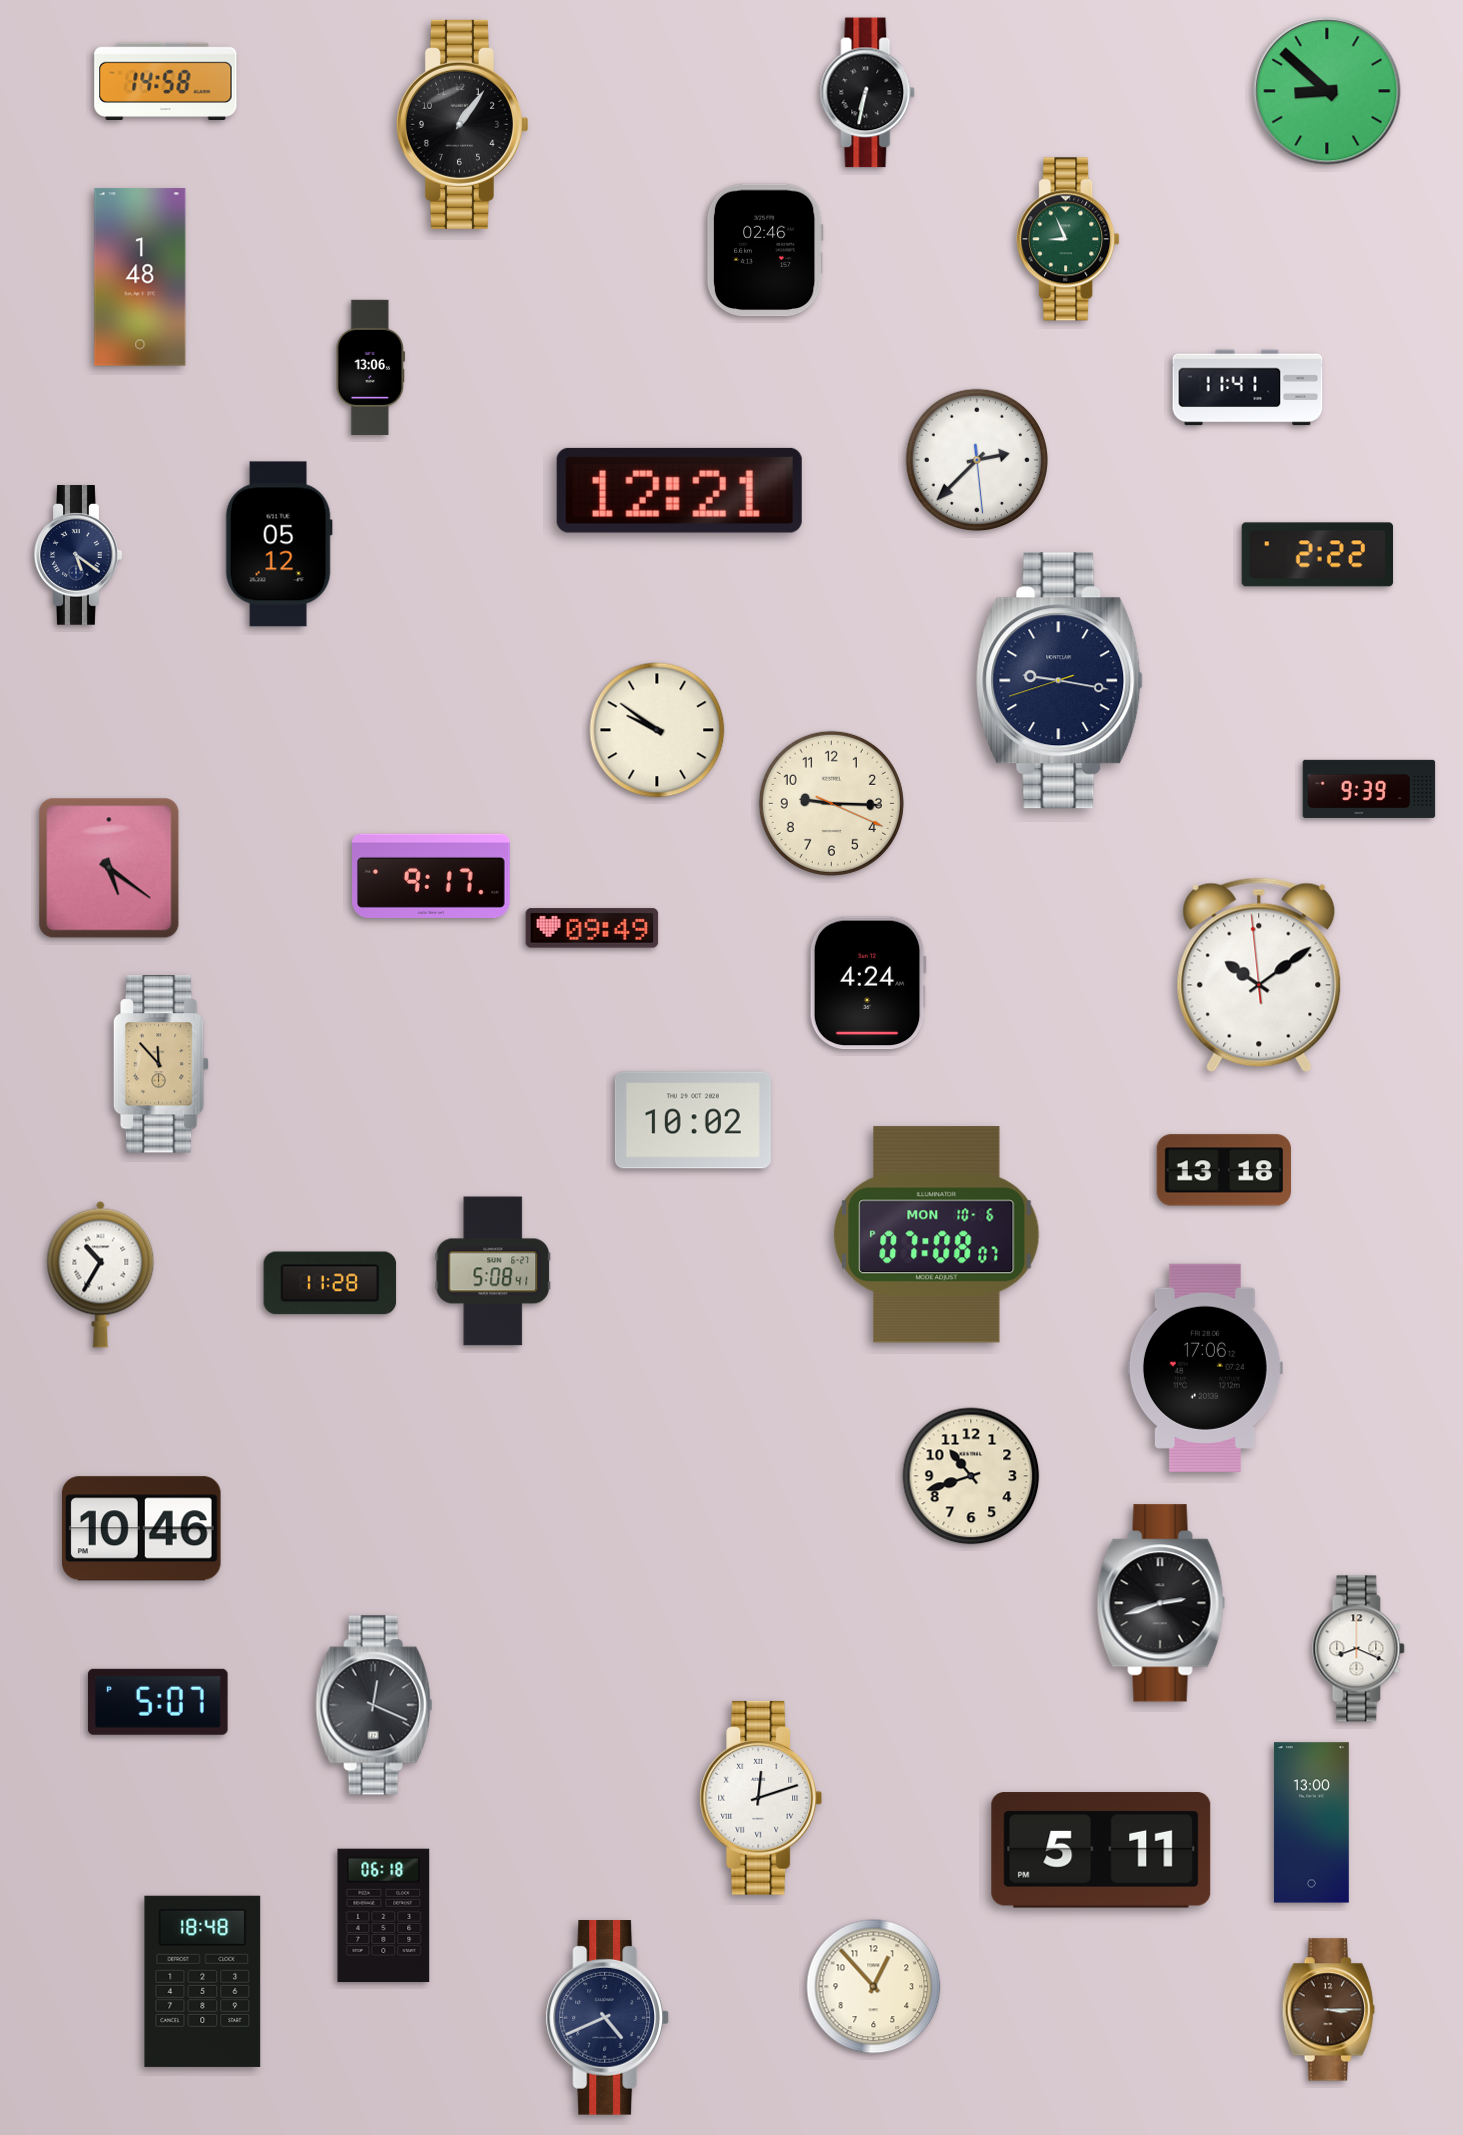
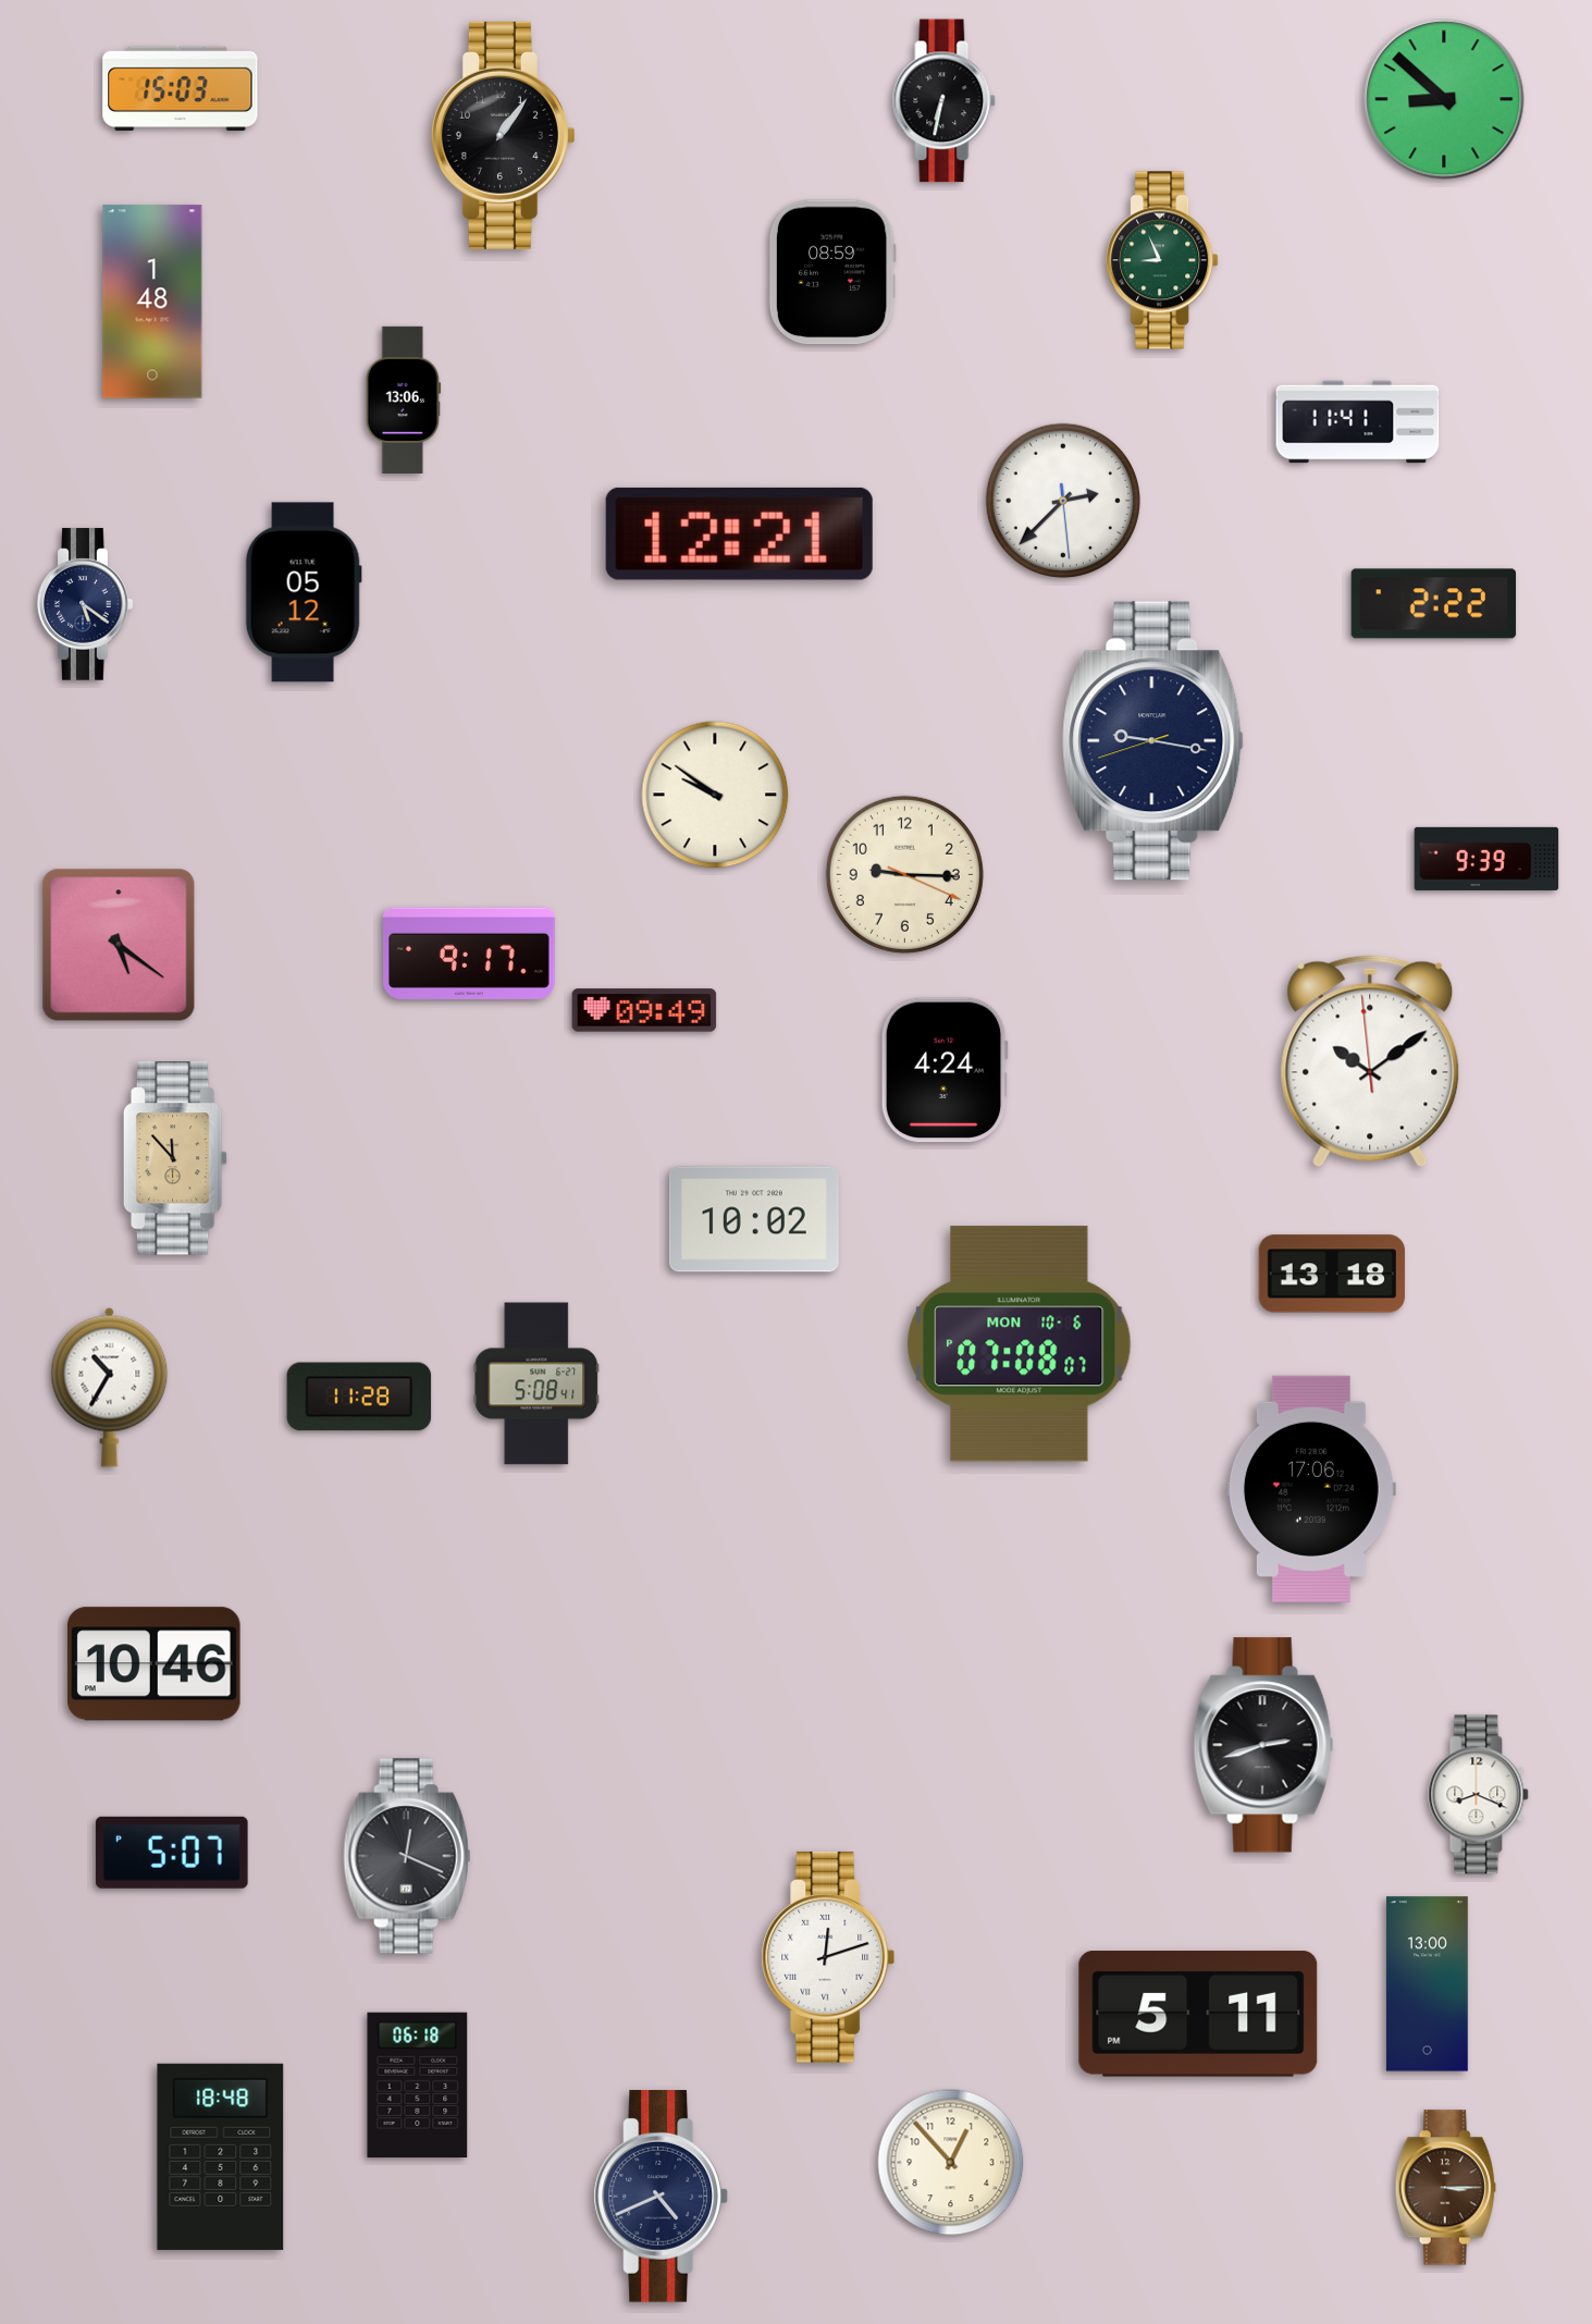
clock at (166, 81): 14:58 -> 15:03
clock at (765, 250): 02:46 -> 08:59
clock at (1369, 789) position: (1369, 789) -> (1486, 859)
clock at (971, 1476): 10:42 -> none
